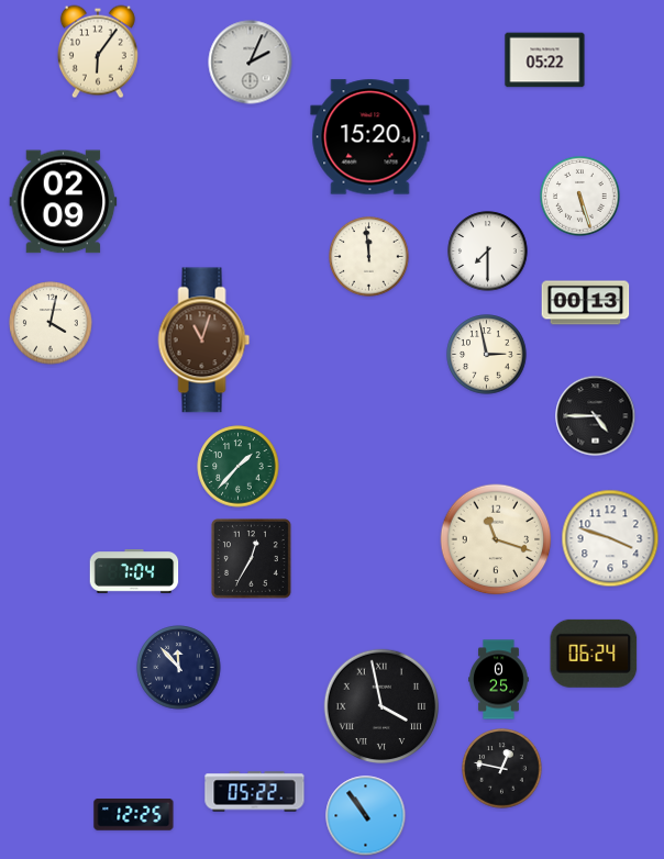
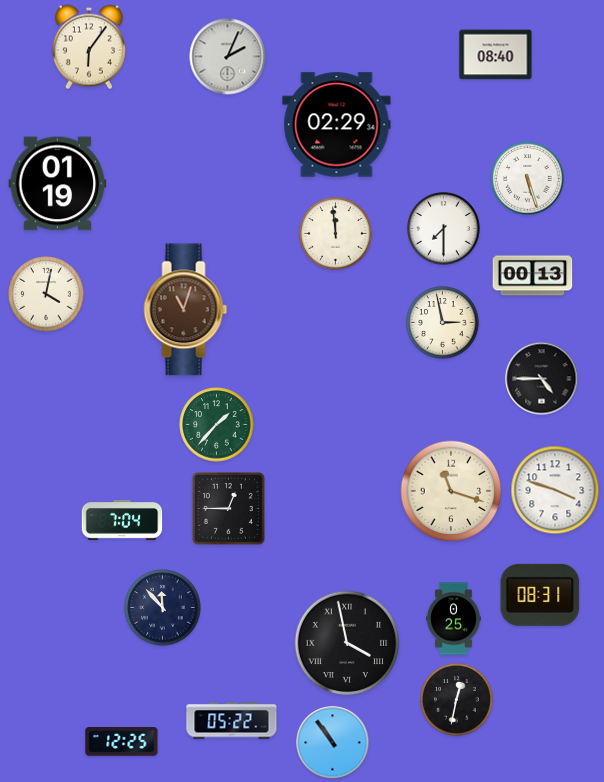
clock at (545, 60): 05:22 -> 08:40
clock at (370, 137): 15:20 -> 02:29
clock at (64, 202): 02:09 -> 01:19
clock at (252, 559): 12:35 -> 12:45
clock at (594, 654): 06:24 -> 08:31
clock at (502, 769): 12:47 -> 12:32
